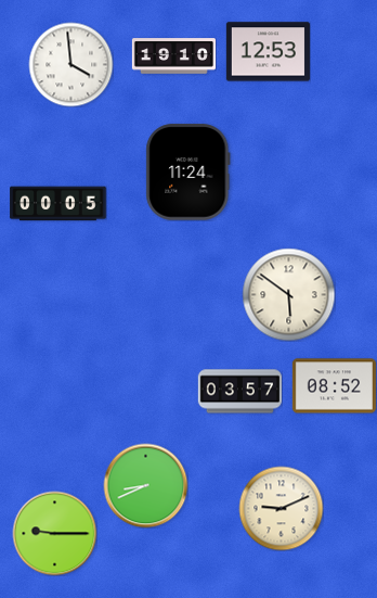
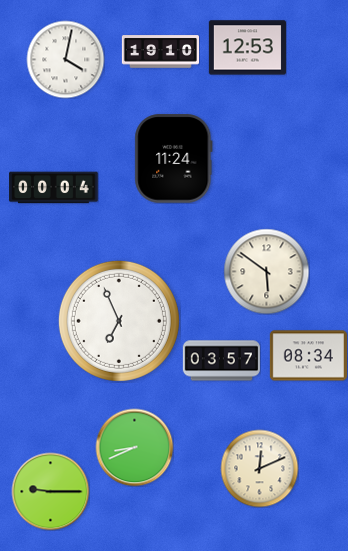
clock at (70, 64): 3:59 -> 4:02
clock at (58, 204): 00:05 -> 00:04
clock at (119, 321): none -> 6:56
clock at (334, 386): 08:52 -> 08:34
clock at (281, 508): 9:11 -> 12:11
